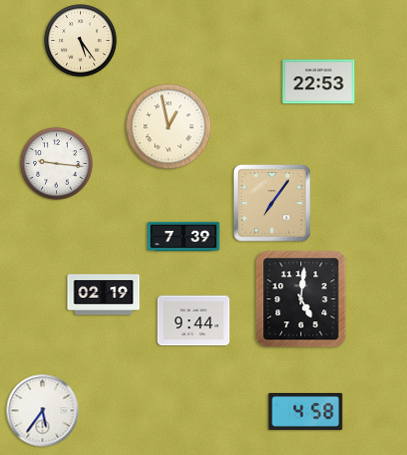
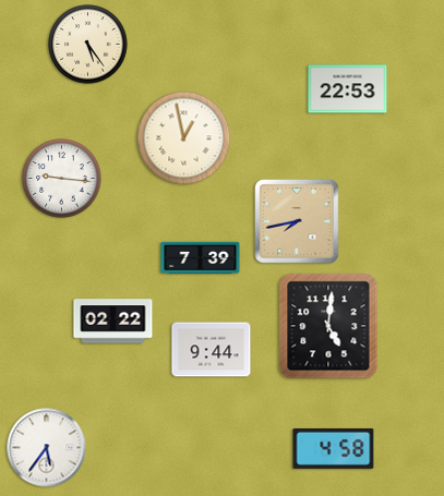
clock at (272, 203): 7:06 -> 7:43
clock at (104, 295): 02:19 -> 02:22
